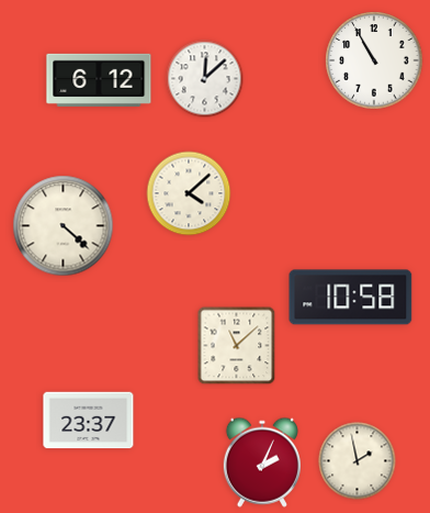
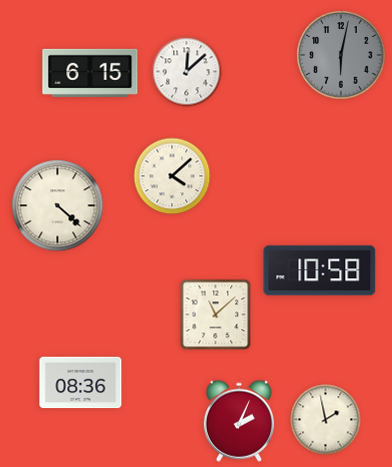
clock at (374, 60): 10:55 -> 6:02
clock at (374, 60) dial: white -> grey
clock at (99, 80): 6:12 -> 6:15
clock at (89, 421): 23:37 -> 08:36
